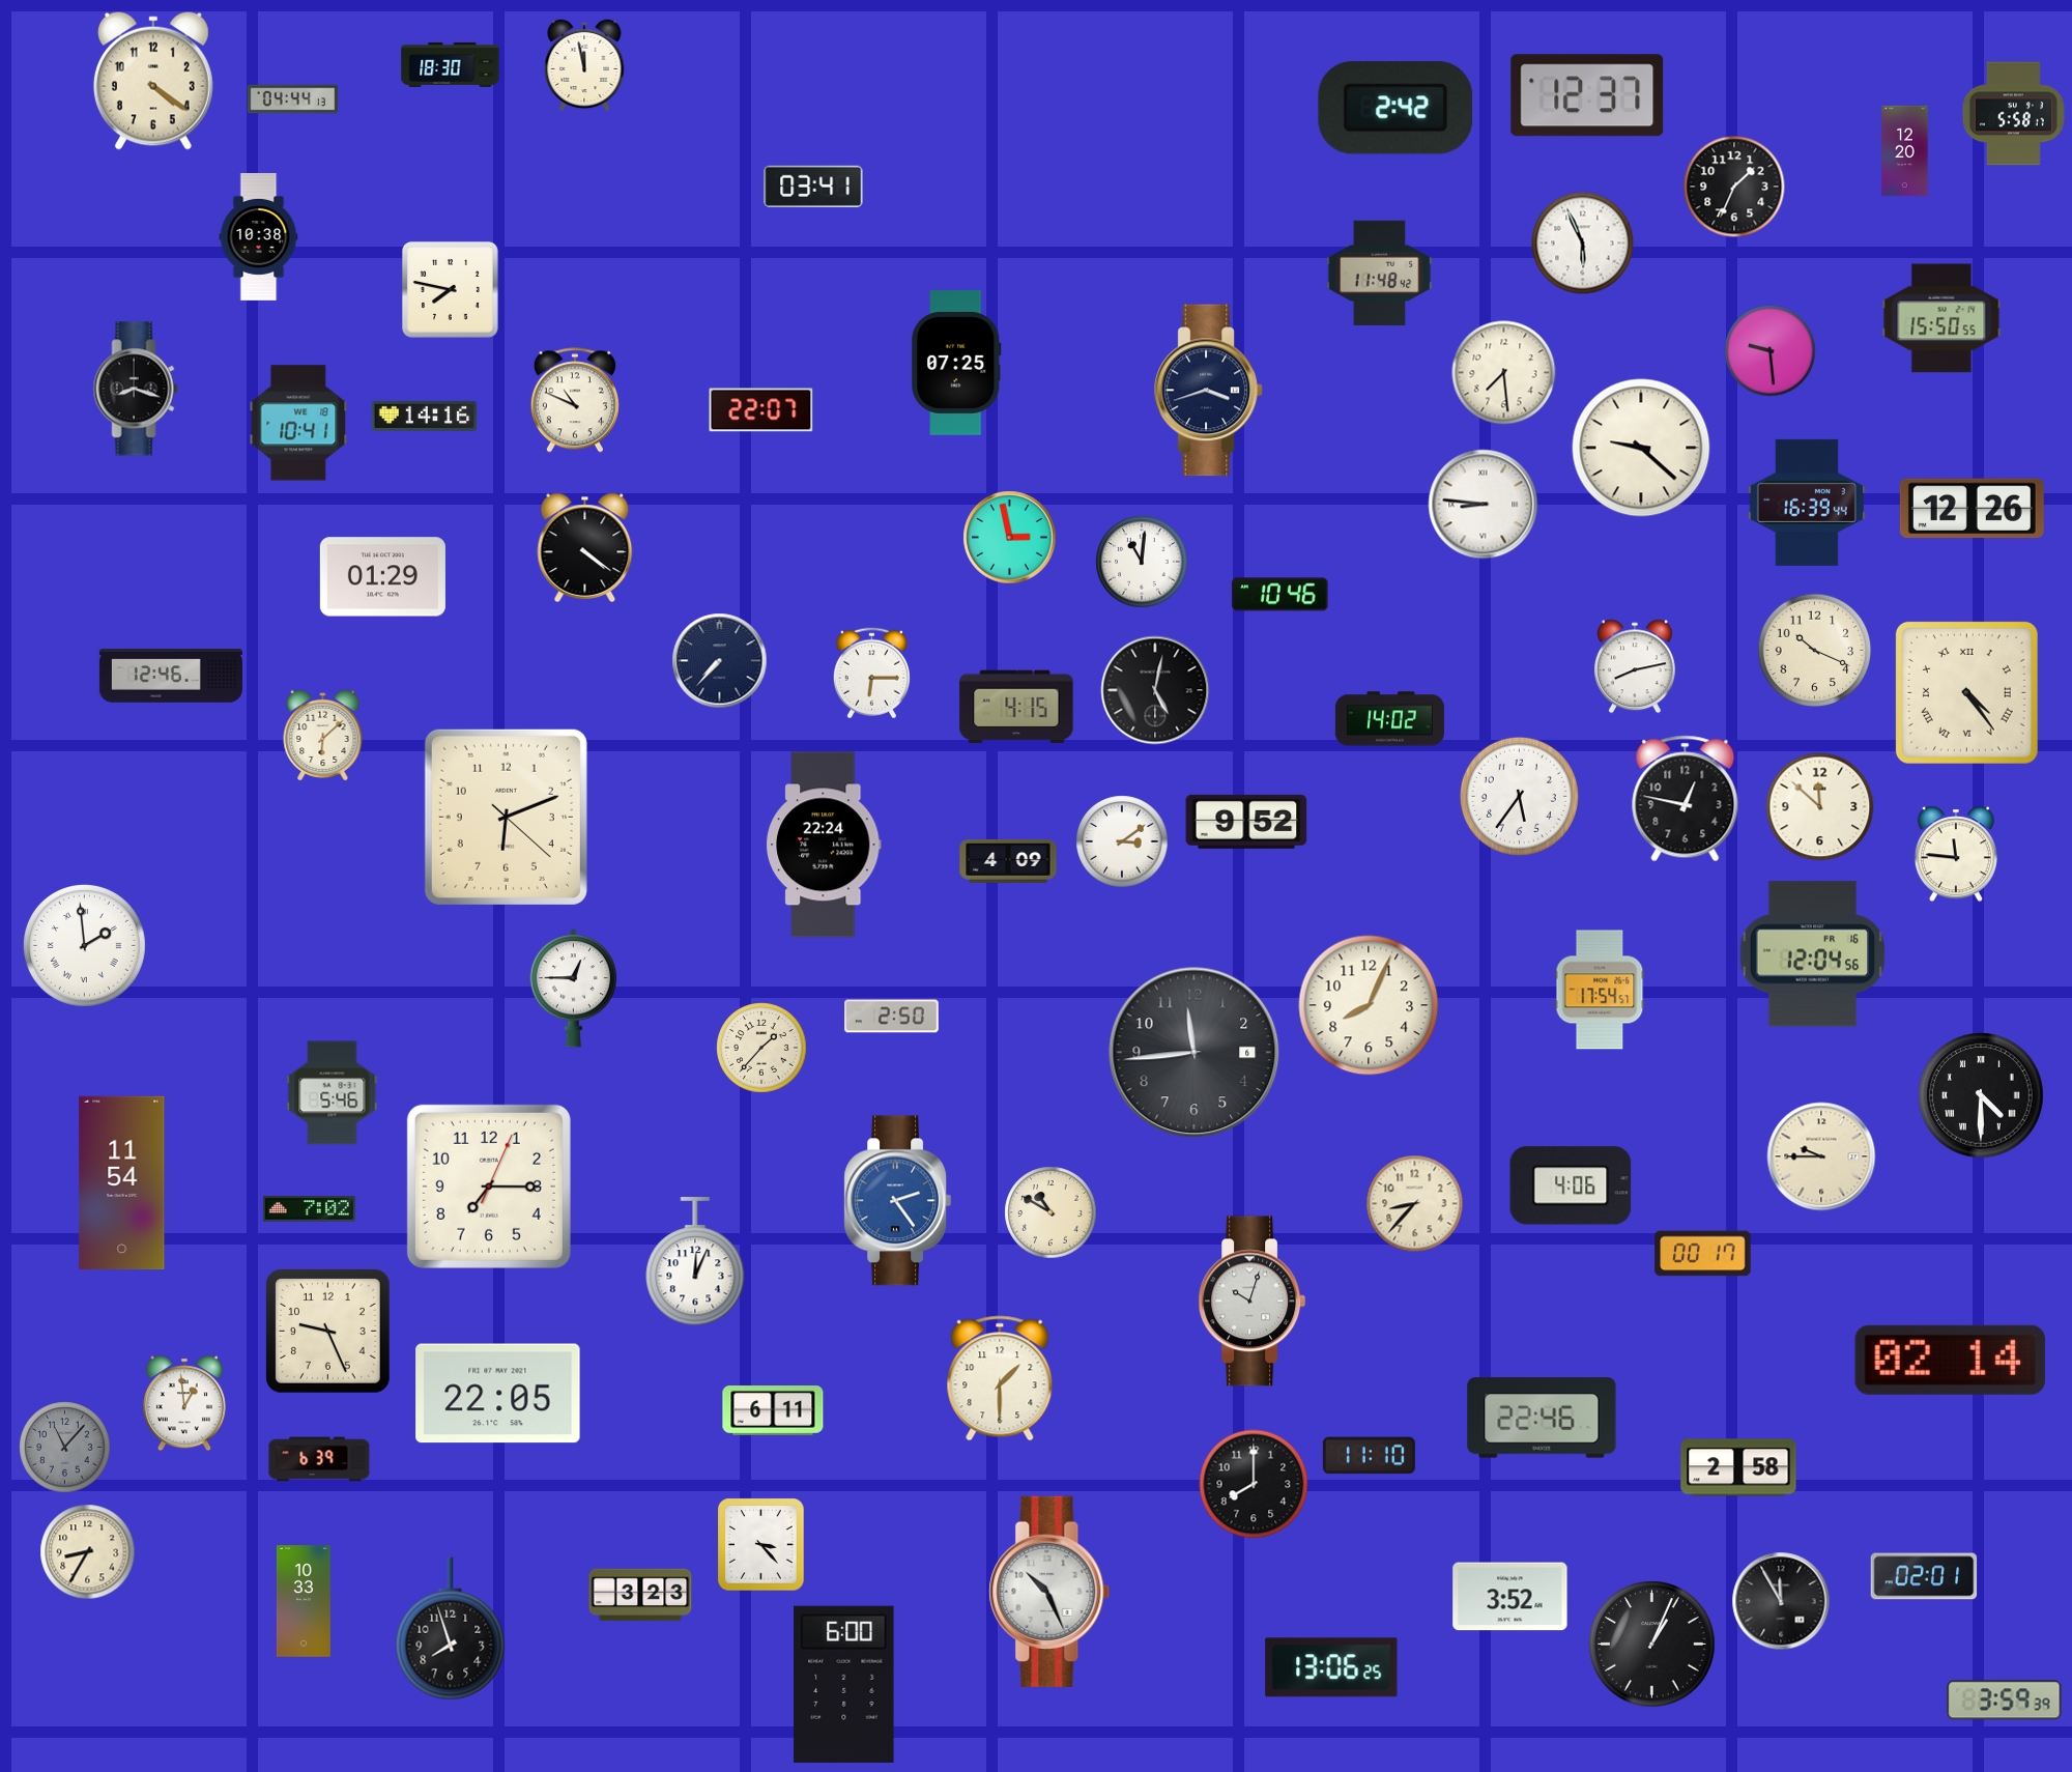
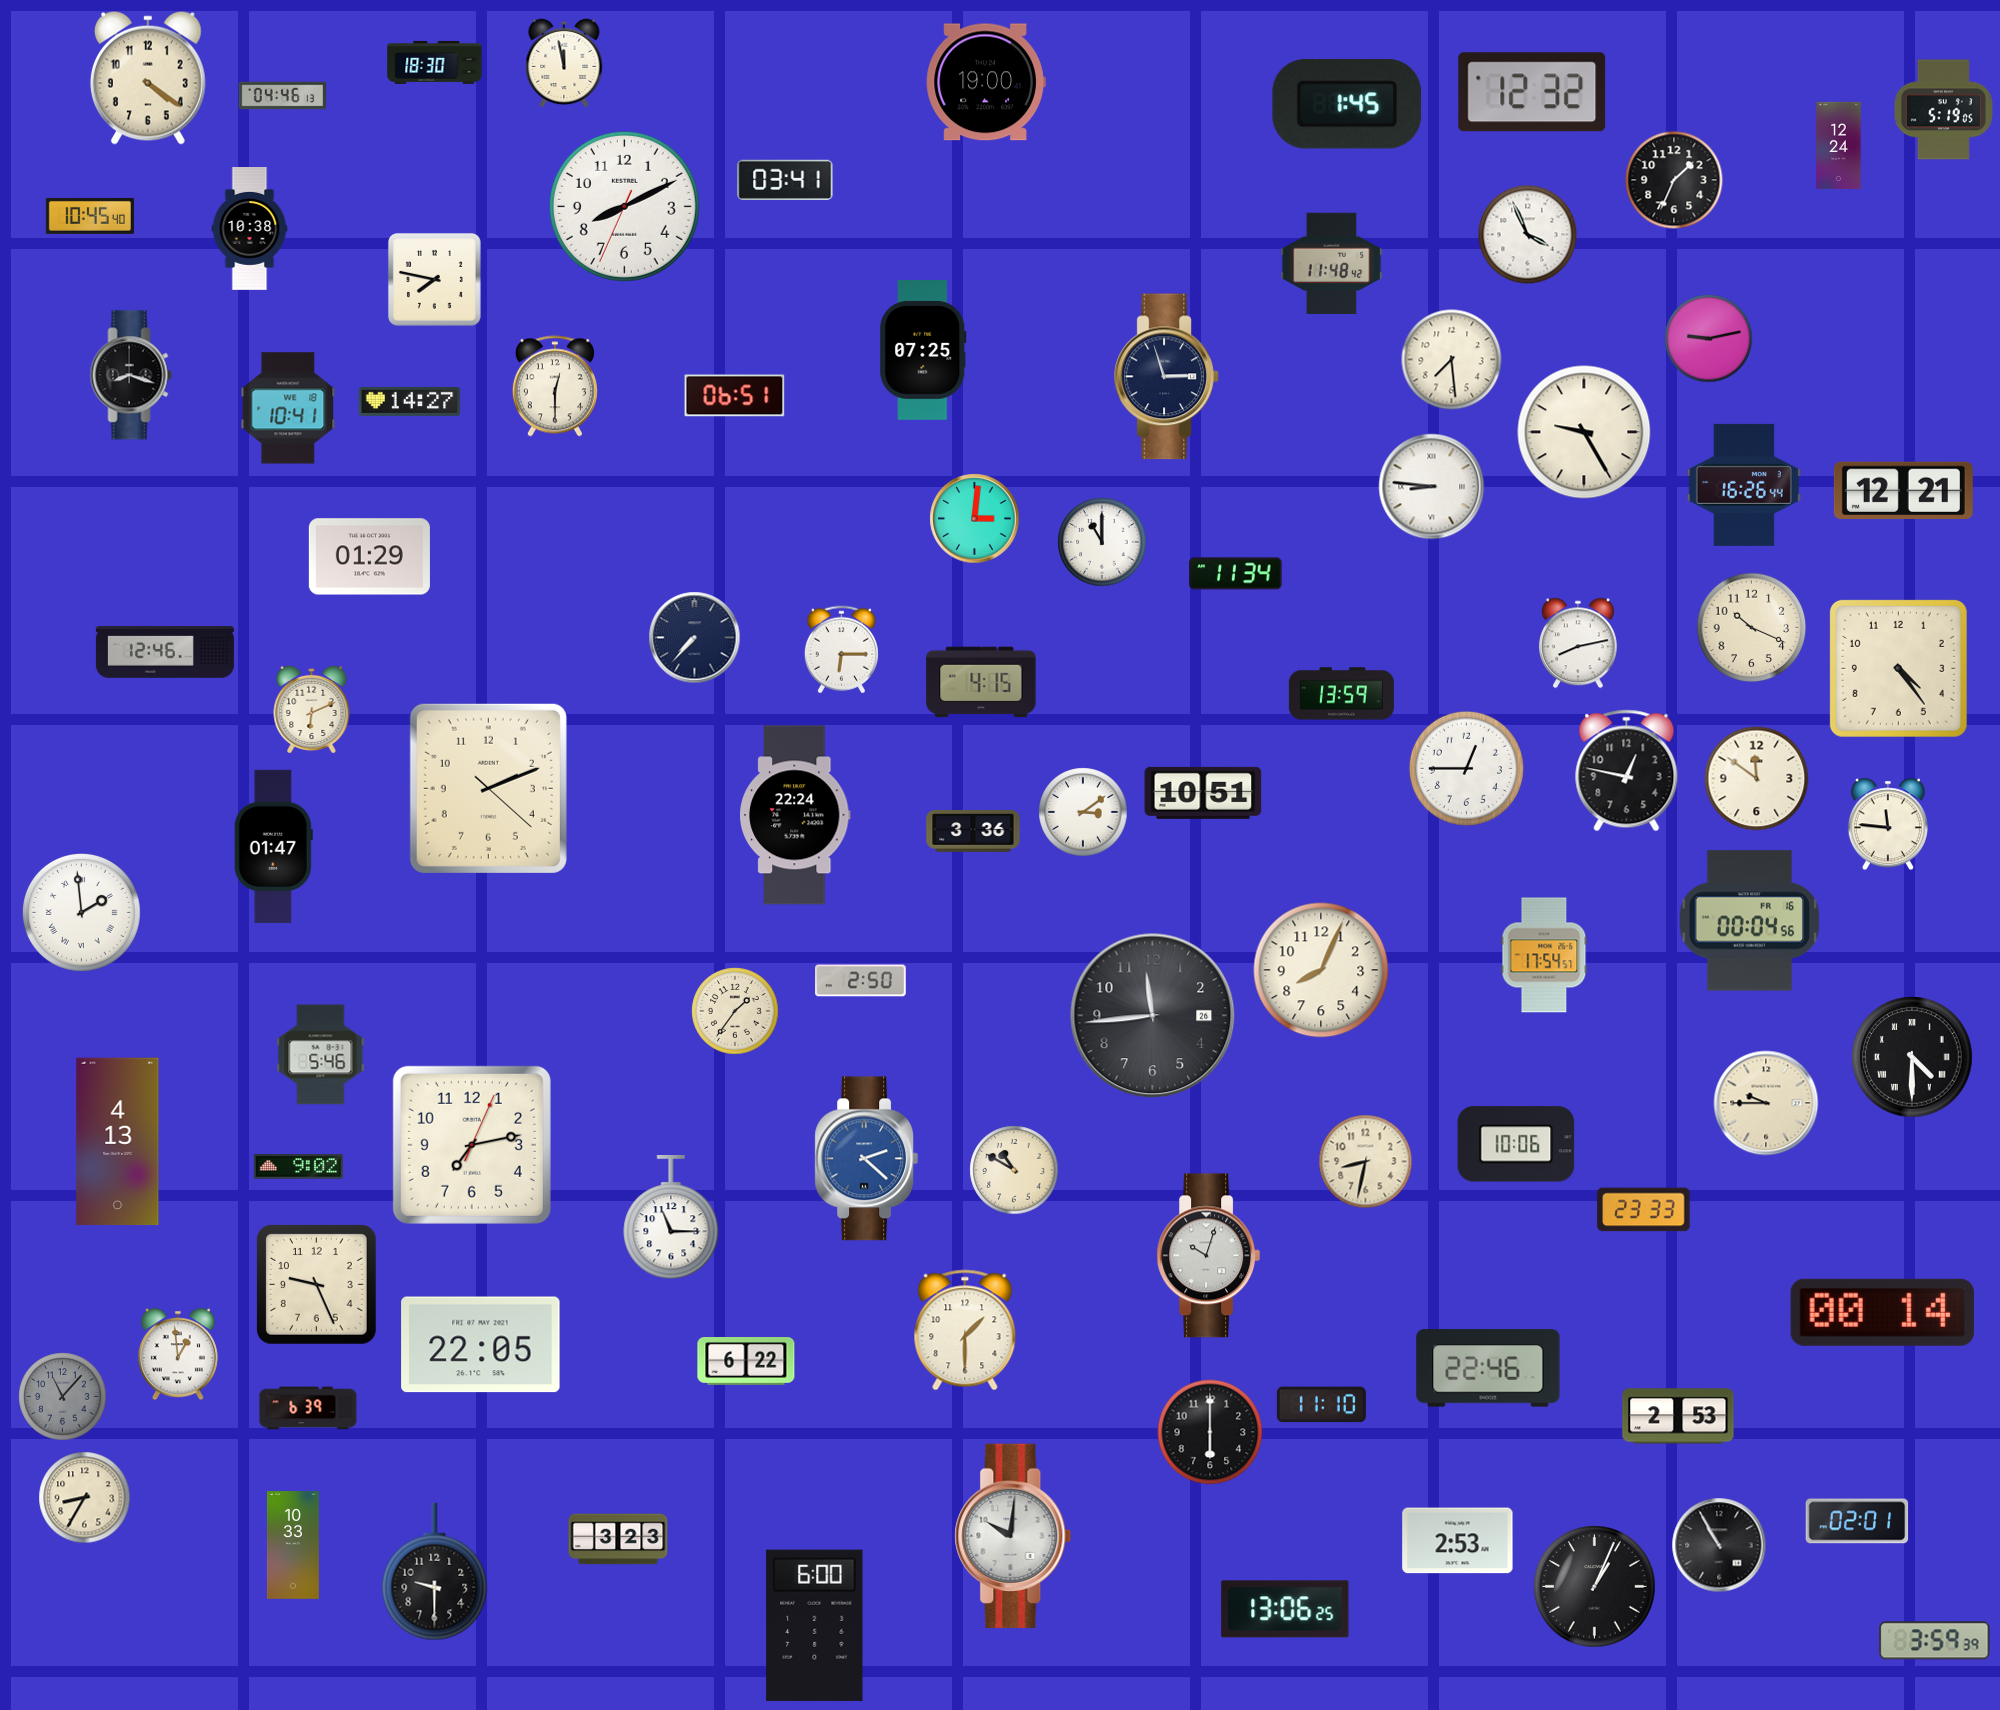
clock at (986, 82): none -> 19:00
clock at (1587, 95): 12:37 -> 12:32
clock at (293, 99): 04:44 -> 04:46
clock at (1395, 108): 2:42 -> 1:45
clock at (2013, 114): 5:58 -> 5:19
clock at (1905, 151): 12:20 -> 12:24
clock at (624, 206): none -> 8:10
clock at (90, 216): none -> 10:45
clock at (1583, 244): 5:56 -> 3:56
clock at (1941, 318): 15:50 -> none
clock at (1771, 351): 9:29 -> 9:13
clock at (1209, 391): 3:42 -> 2:57
clock at (575, 400): 10:49 -> 12:30
clock at (761, 410): 22:07 -> 06:51
clock at (425, 416): 14:16 -> 14:27
clock at (1641, 448): 9:22 -> 9:25
clock at (1807, 503): 16:39 -> 16:26
clock at (1972, 509): 12:26 -> 12:21
clock at (1010, 538): 2:58 -> 3:01
clock at (585, 547): 4:21 -> none
clock at (1142, 562): 11:01 -> 11:00
clock at (1280, 595): 10:46 -> 11:34
clock at (1155, 690): 5:02 -> none
clock at (1966, 692) numerals: Roman -> Arabic
clock at (1389, 719): 14:02 -> 13:59
clock at (323, 735): 6:08 -> 6:11
clock at (1519, 796): 5:36 -> 12:45
clock at (1820, 807): 11:52 -> 11:51
clock at (506, 817): 6:11 -> 2:11
clock at (1246, 822): 9:52 -> 10:51
clock at (1008, 862): 4:09 -> 3:36
clock at (273, 846): none -> 01:47
clock at (1813, 954): 12:04 -> 00:04
clock at (573, 989): 12:45 -> none
clock at (761, 1048): 1:37 -> 1:36
clock at (1195, 1053) date: 6 -> 26
clock at (1821, 1156) position: (1821, 1156) -> (1766, 1103)
clock at (122, 1183): 11:54 -> 4:13
clock at (1571, 1185): 4:06 -> 10:06
clock at (489, 1187): 7:15 -> 7:13
clock at (898, 1201): 2:24 -> 2:22
clock at (1415, 1204): 8:37 -> 8:32
clock at (309, 1209): 7:02 -> 9:02
clock at (1703, 1254): 00:17 -> 23:33
clock at (695, 1262): 12:04 -> 11:15
clock at (1950, 1360): 02:14 -> 00:14
clock at (773, 1411): 6:11 -> 6:22
clock at (1738, 1467): 2:58 -> 2:53
clock at (1254, 1484): 8:00 -> 6:00
clock at (761, 1545): 3:23 -> none
clock at (1049, 1592): 10:26 -> 10:01
clock at (1510, 1597): 3:52 -> 2:53
clock at (1781, 1601): 11:55 -> 10:55
clock at (451, 1629): 7:57 -> 9:30
